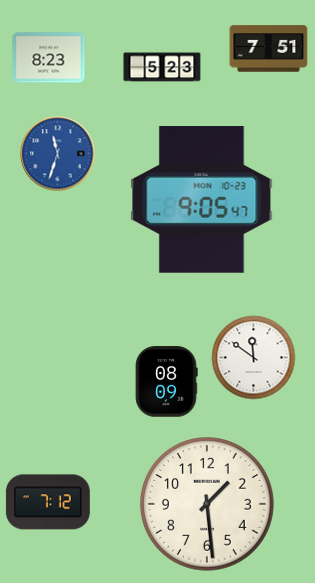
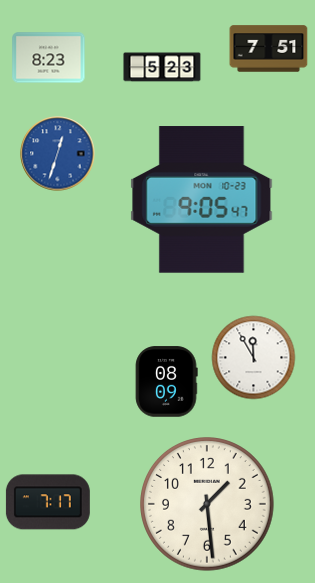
clock at (58, 154): 11:33 -> 12:33
clock at (254, 358): 11:51 -> 11:55
clock at (48, 502): 7:12 -> 7:17
